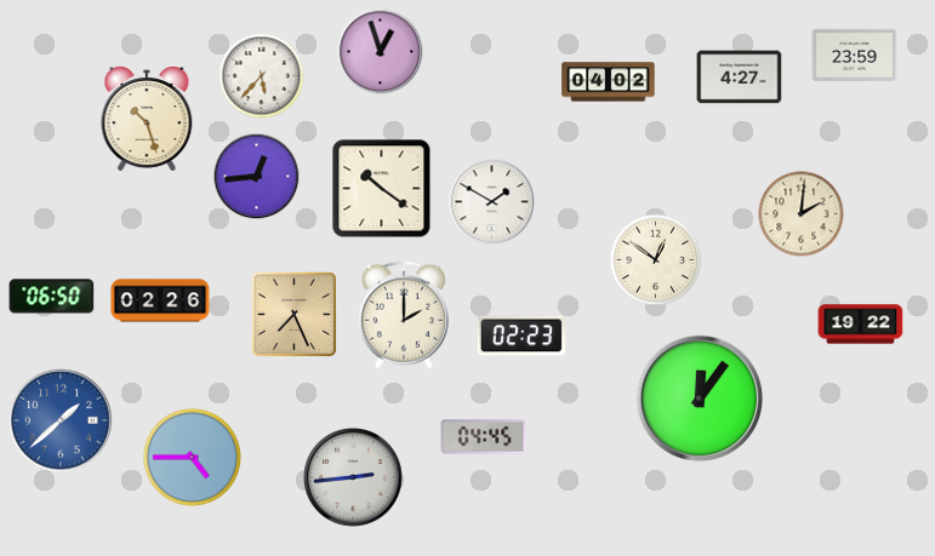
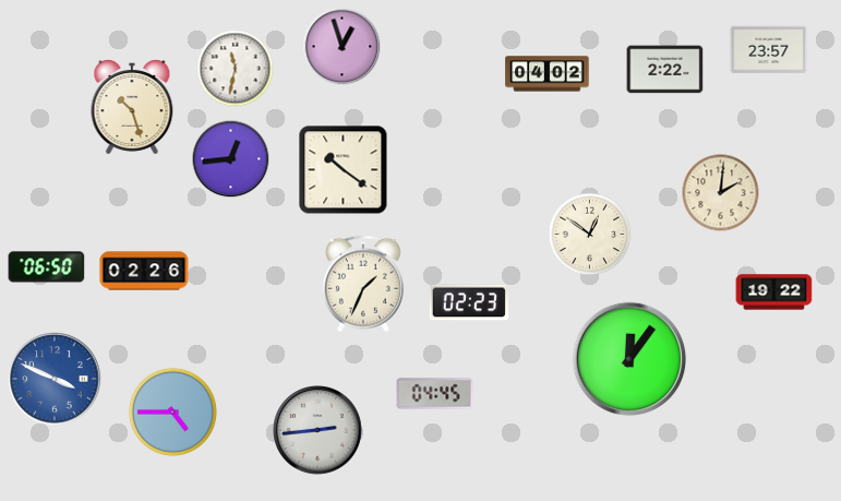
clock at (855, 56): 23:59 -> 23:57
clock at (262, 76): 5:37 -> 11:32
clock at (740, 78): 4:27 -> 2:22
clock at (492, 202): 1:50 -> none
clock at (295, 315): 7:26 -> none
clock at (404, 315): 2:00 -> 1:34
clock at (61, 420): 1:38 -> 3:49
